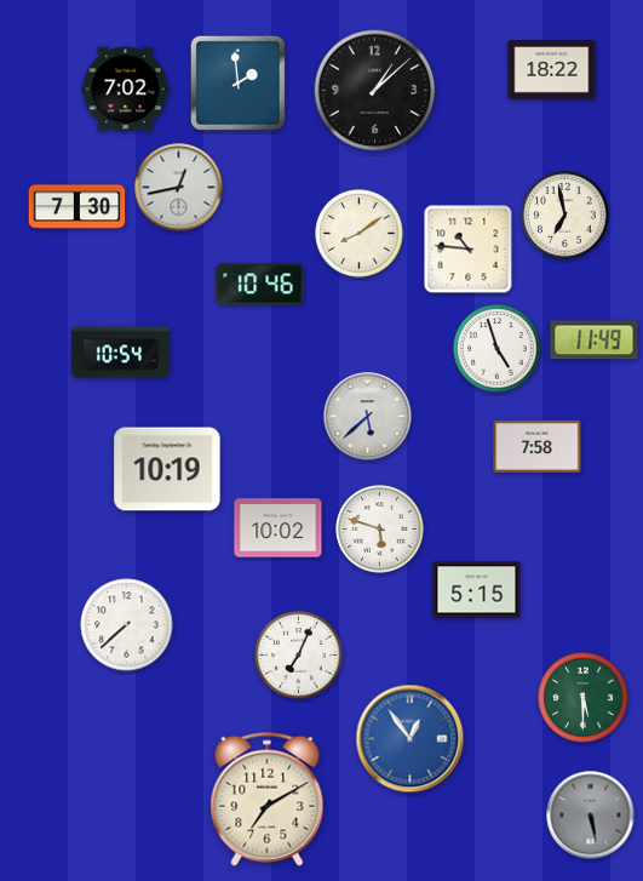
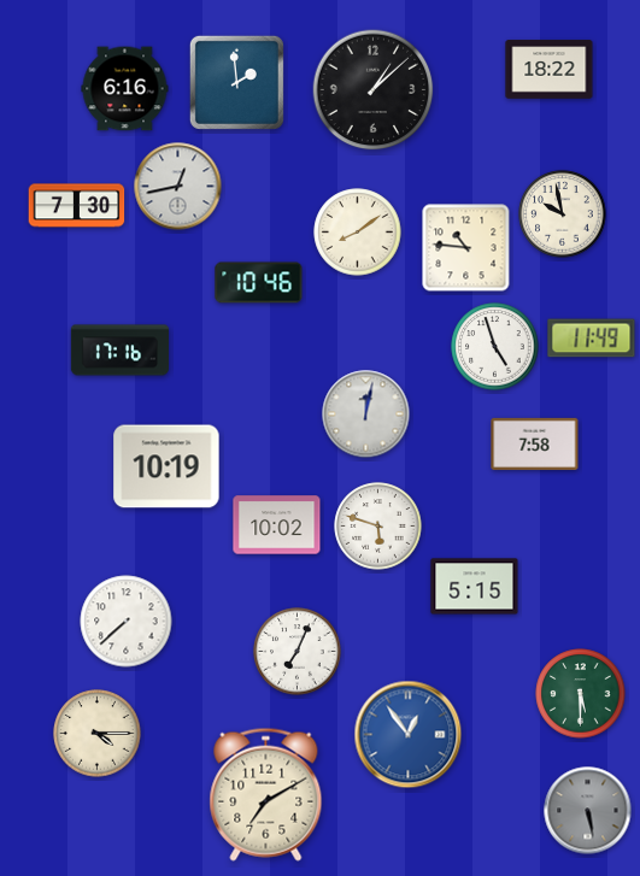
clock at (126, 90): 7:02 -> 6:16
clock at (566, 216): 6:58 -> 9:58
clock at (120, 353): 10:54 -> 17:16
clock at (368, 417): 5:38 -> 12:02
clock at (98, 734): none -> 4:15
